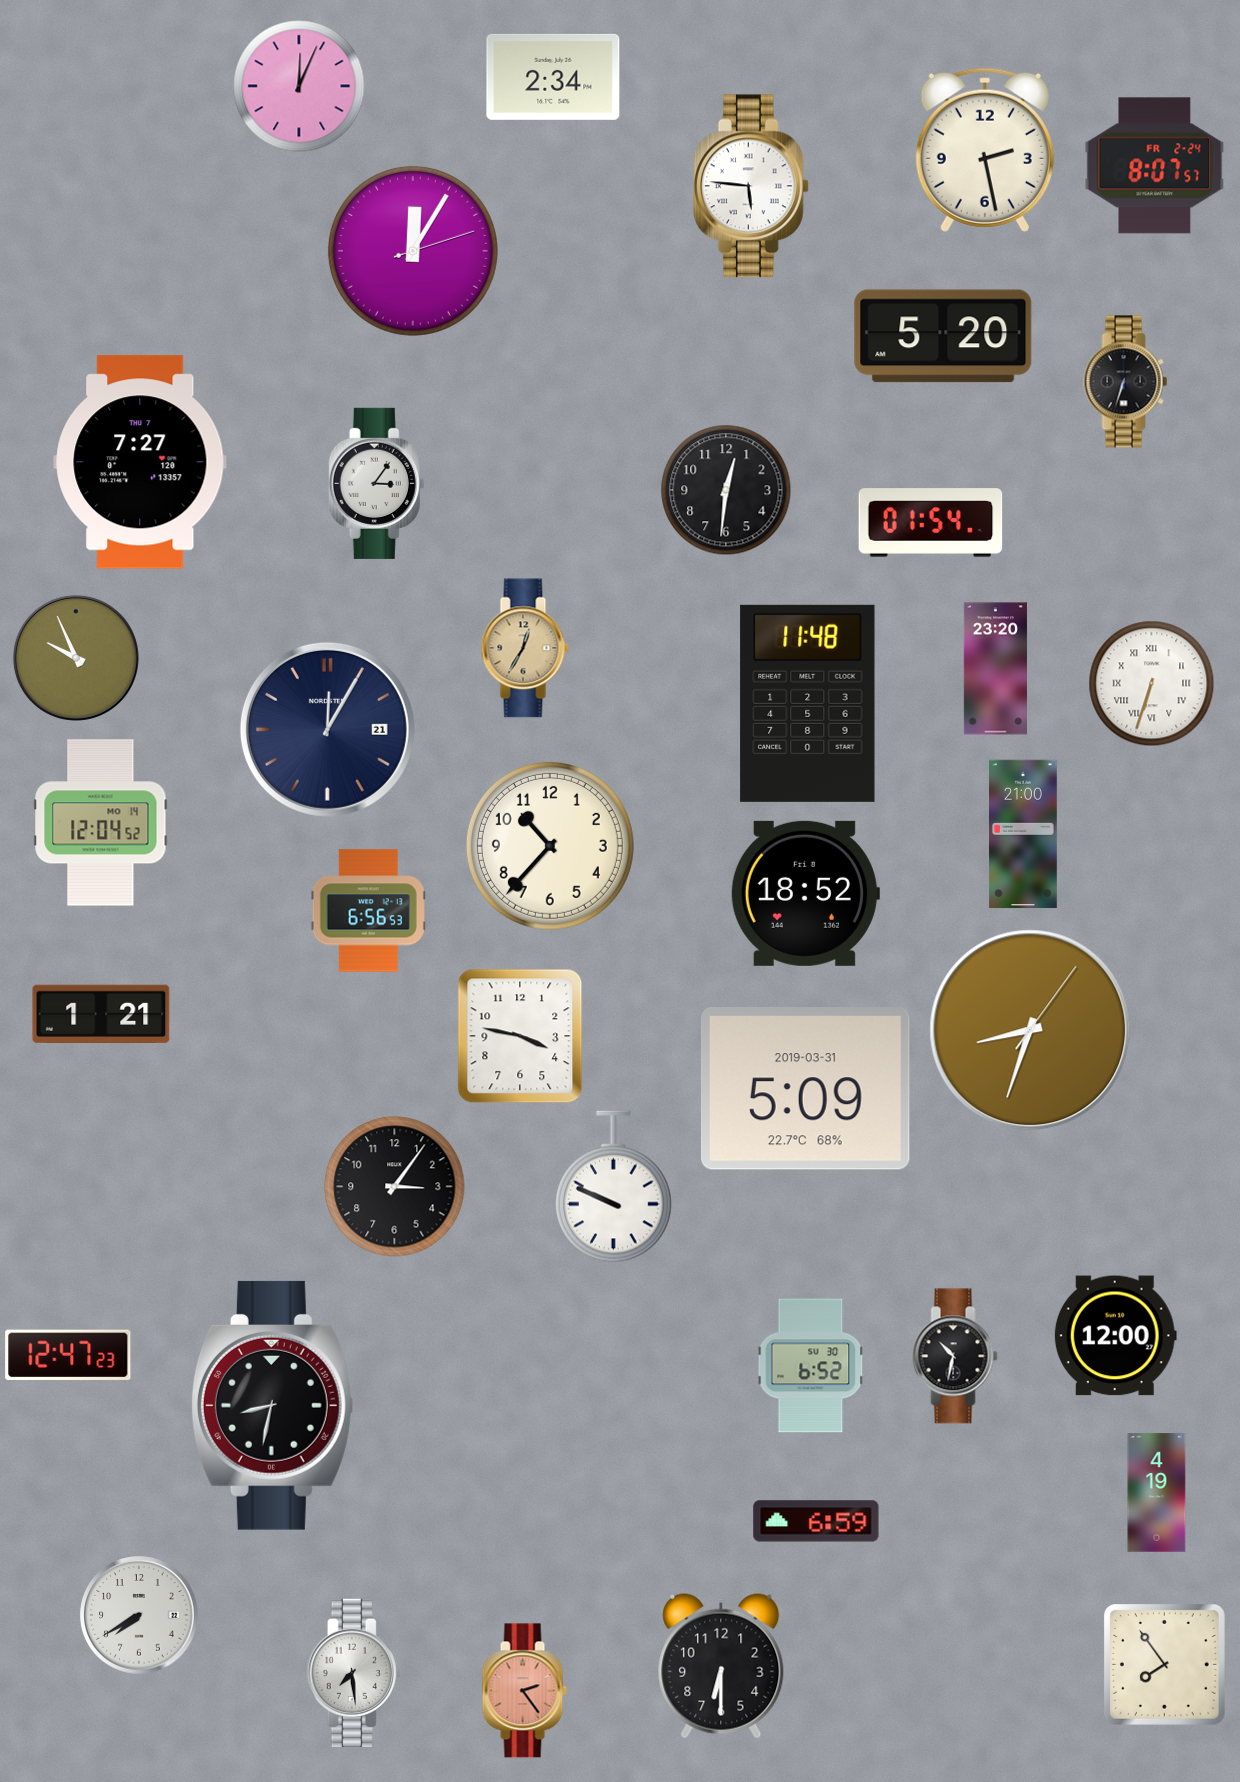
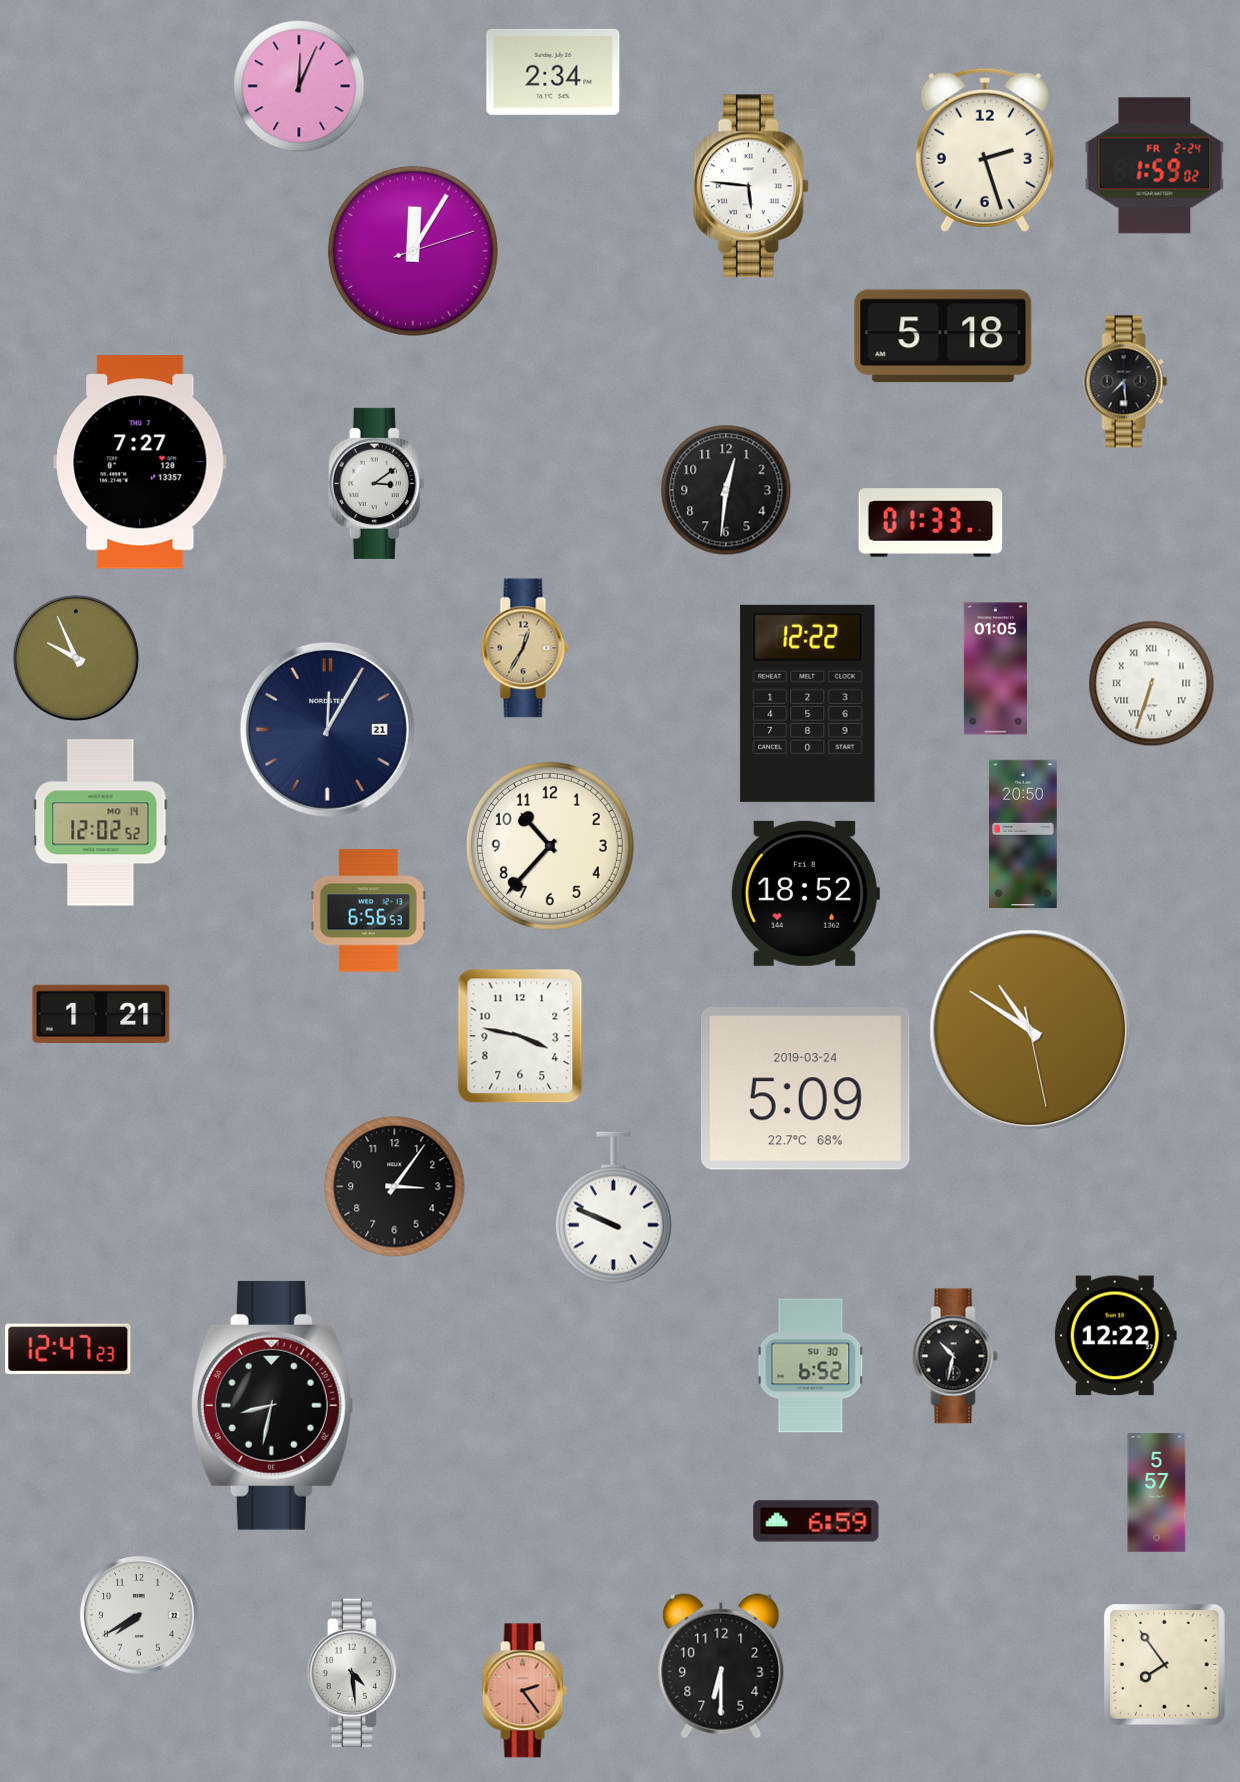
clock at (553, 77) position: (553, 77) -> (553, 72)
clock at (985, 150): 2:28 -> 2:27
clock at (1155, 166): 8:07 -> 1:59
clock at (943, 336): 5:20 -> 5:18
clock at (1126, 382): 6:33 -> 7:29
clock at (377, 483): 3:06 -> 3:09
clock at (931, 523): 01:54 -> 01:33
clock at (995, 669): 23:20 -> 01:05
clock at (808, 703): 11:48 -> 12:22
clock at (101, 823): 12:04 -> 12:02
clock at (1024, 834): 21:00 -> 20:50
clock at (1030, 1030): 8:33 -> 10:50
clock at (805, 1089) date: 2019-03-31 -> 2019-03-24
clock at (614, 1187) position: (614, 1187) -> (614, 1208)
clock at (1115, 1336): 12:00 -> 12:22
clock at (68, 1354) position: (68, 1354) -> (68, 1348)
clock at (1157, 1493): 4:19 -> 5:57
clock at (354, 1672): 7:29 -> 4:29
